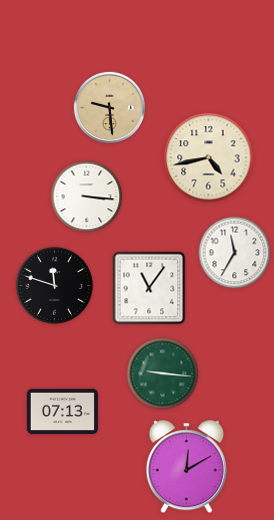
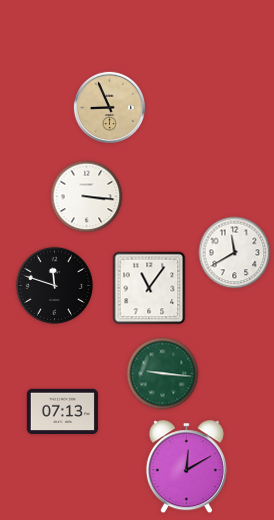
clock at (109, 107): 9:29 -> 8:56
clock at (209, 158): 4:43 -> none
clock at (235, 253): 11:35 -> 11:40
